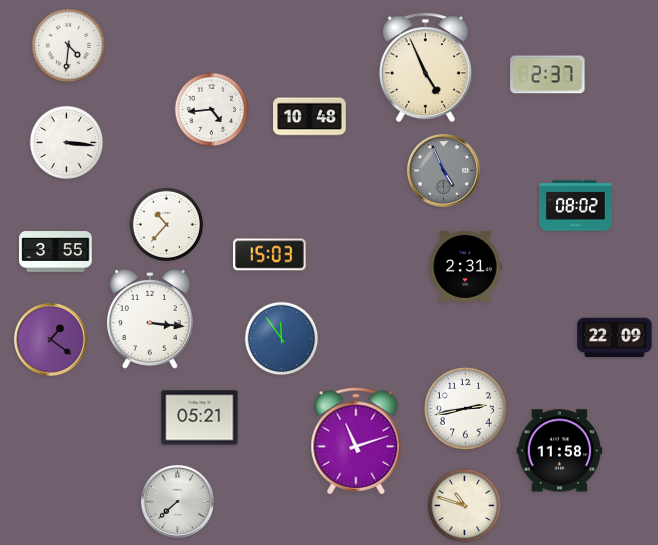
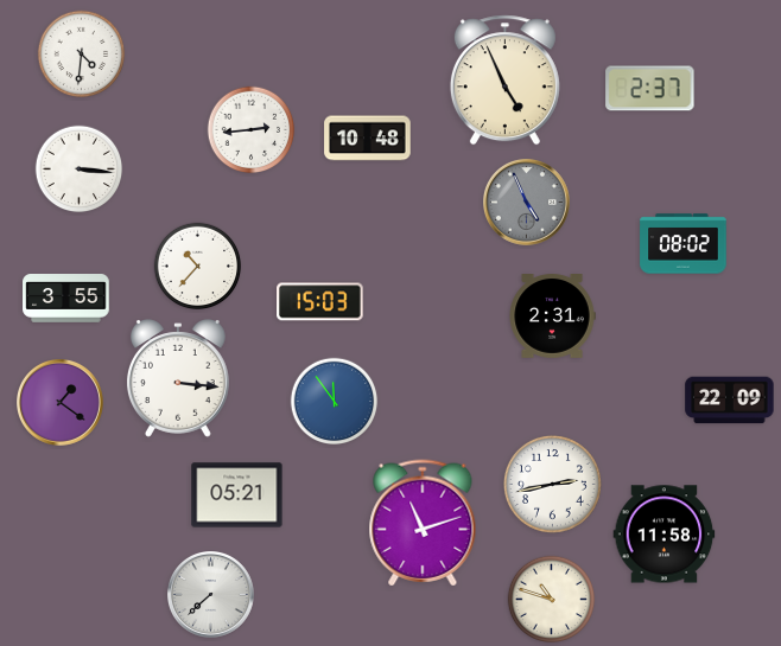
clock at (212, 110): 4:44 -> 2:44
